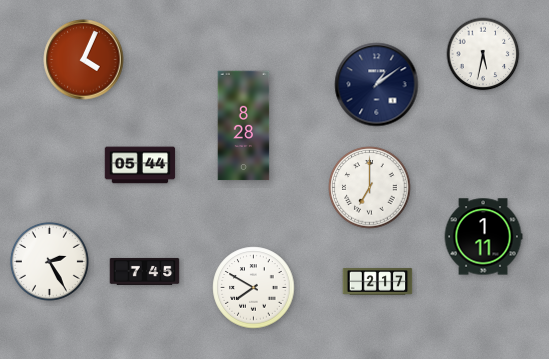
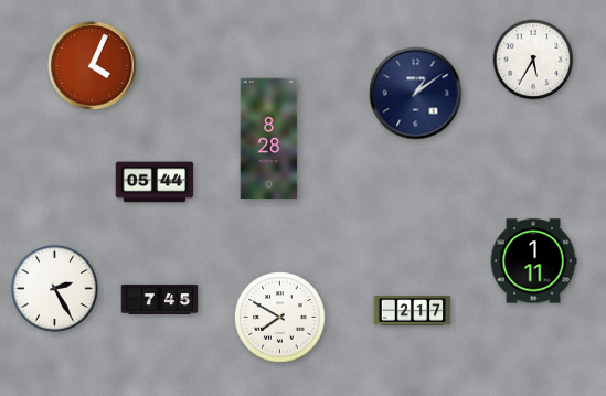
clock at (483, 54): 5:32 -> 5:35
clock at (370, 188): 7:00 -> none
clock at (378, 282) position: (378, 282) -> (413, 311)
